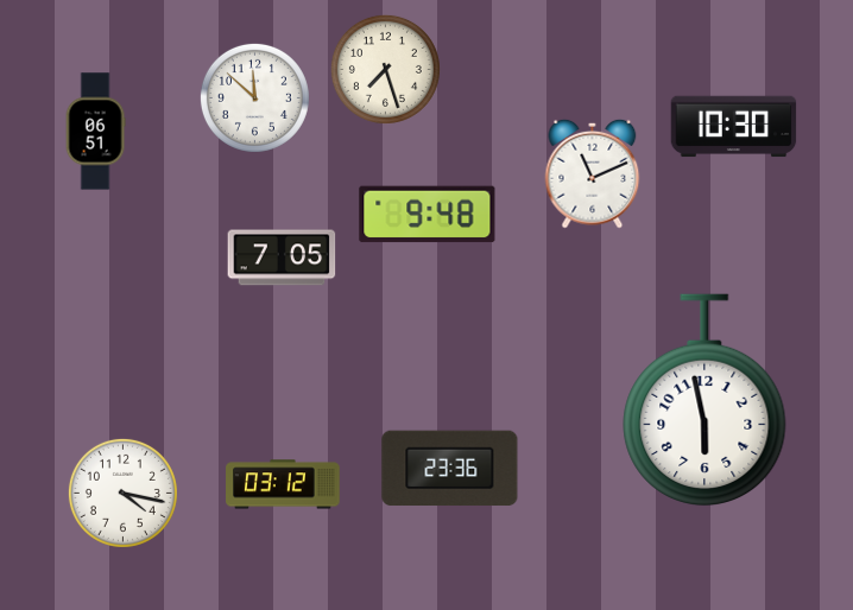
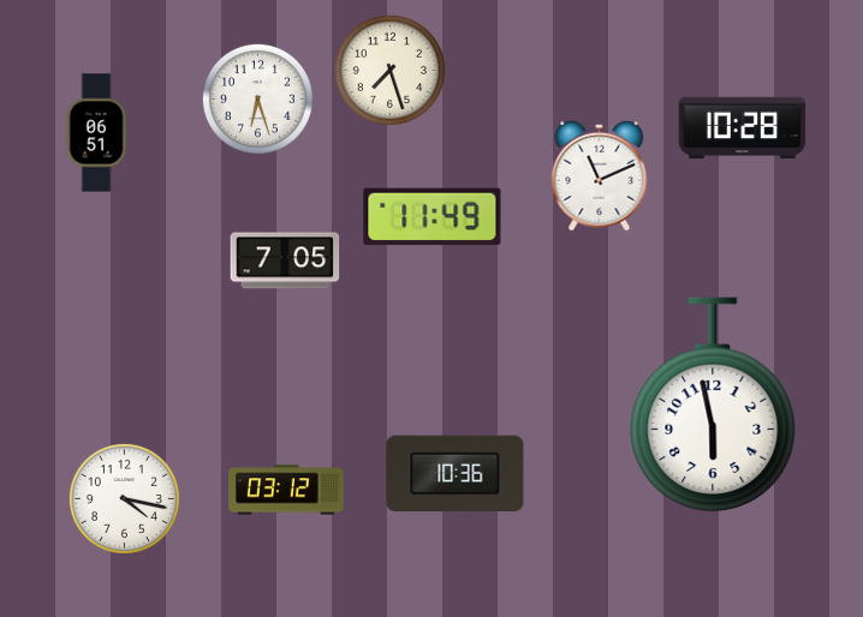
clock at (254, 97): 11:52 -> 6:27
clock at (734, 127): 10:30 -> 10:28
clock at (428, 215): 9:48 -> 11:49
clock at (450, 469): 23:36 -> 10:36
